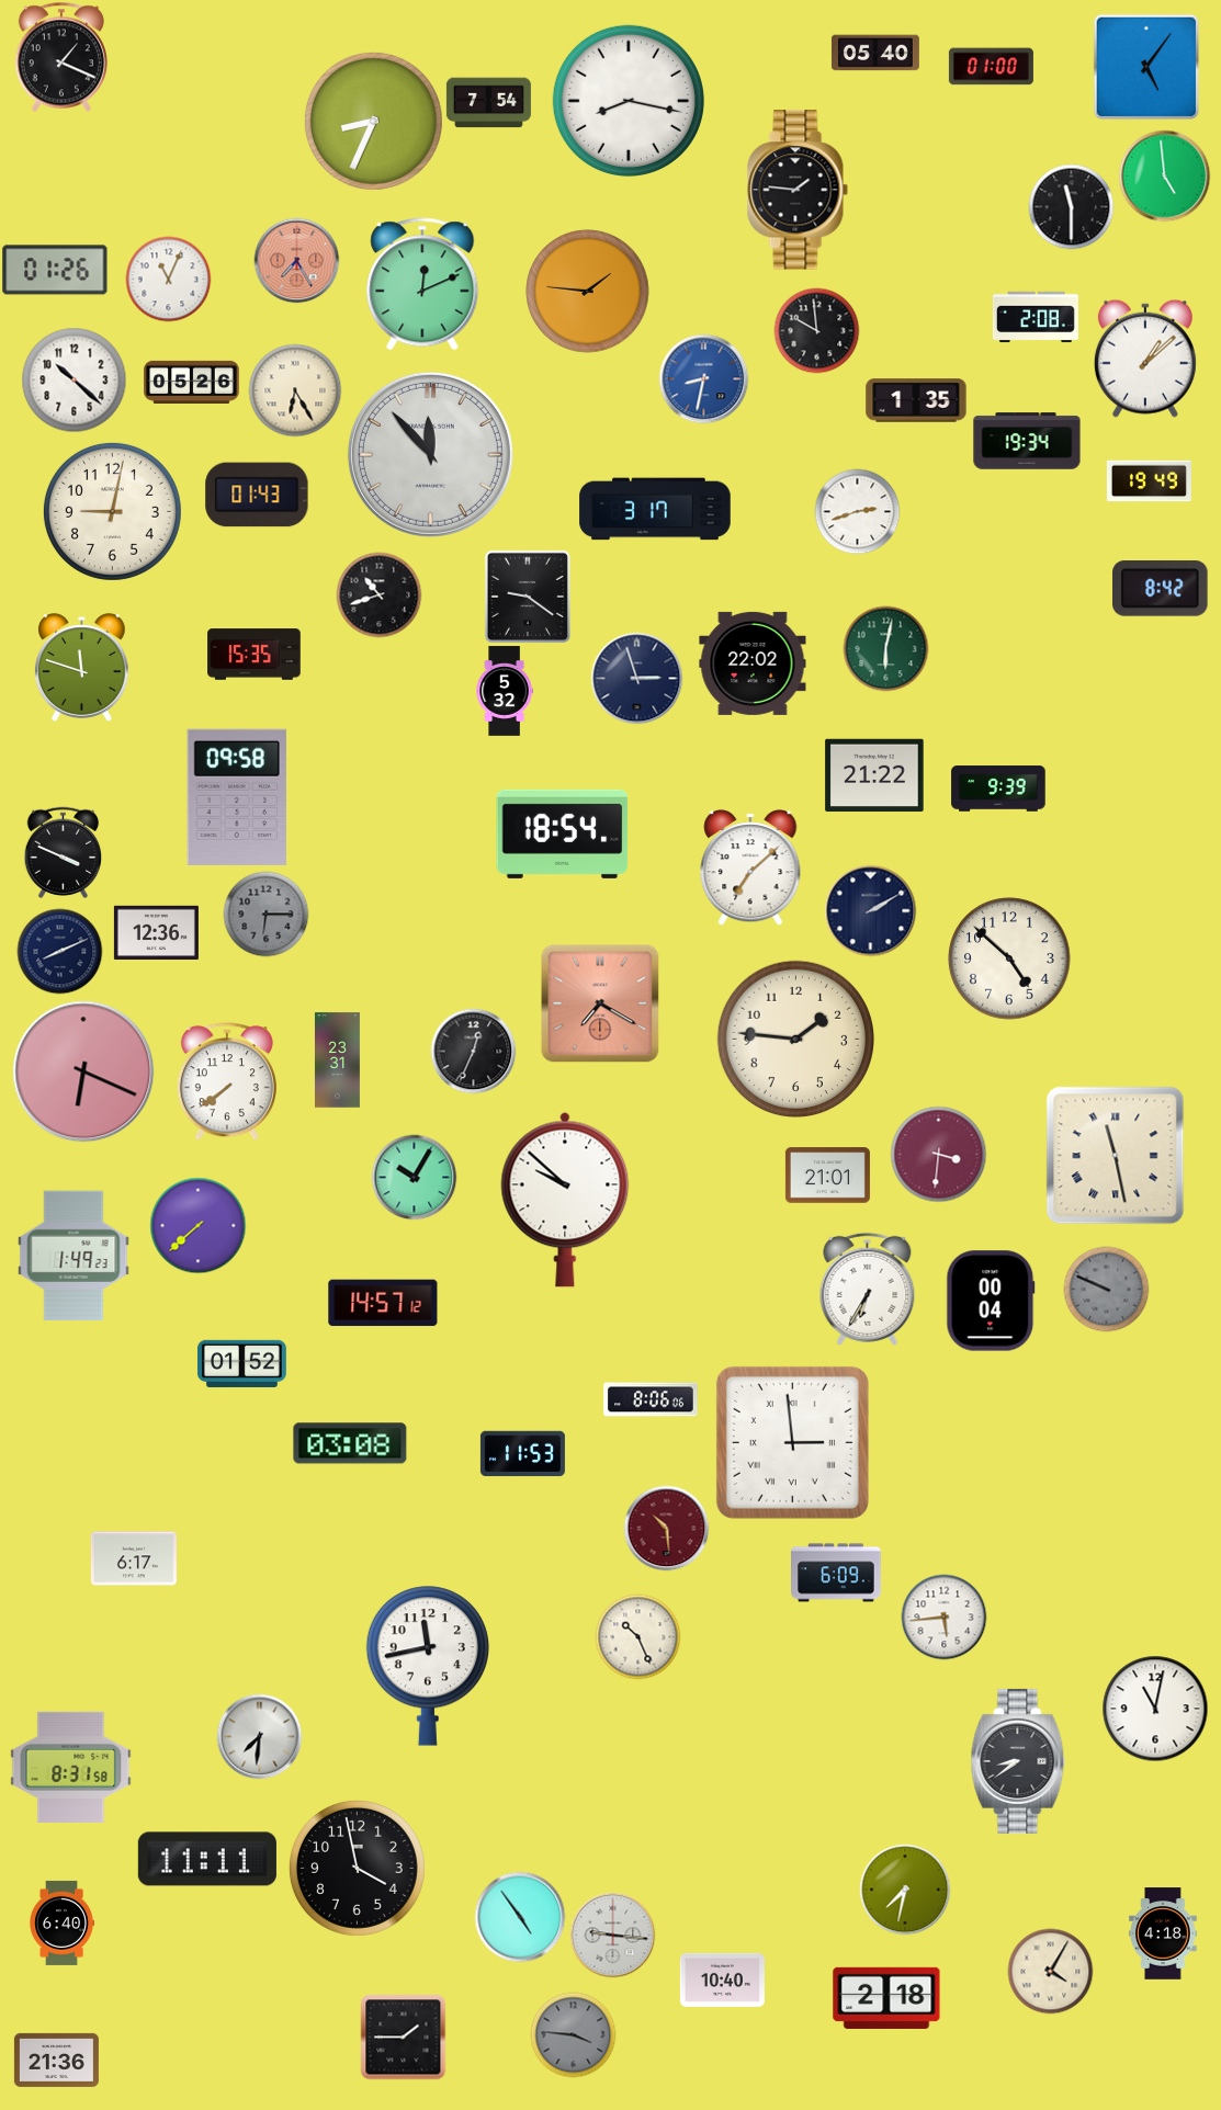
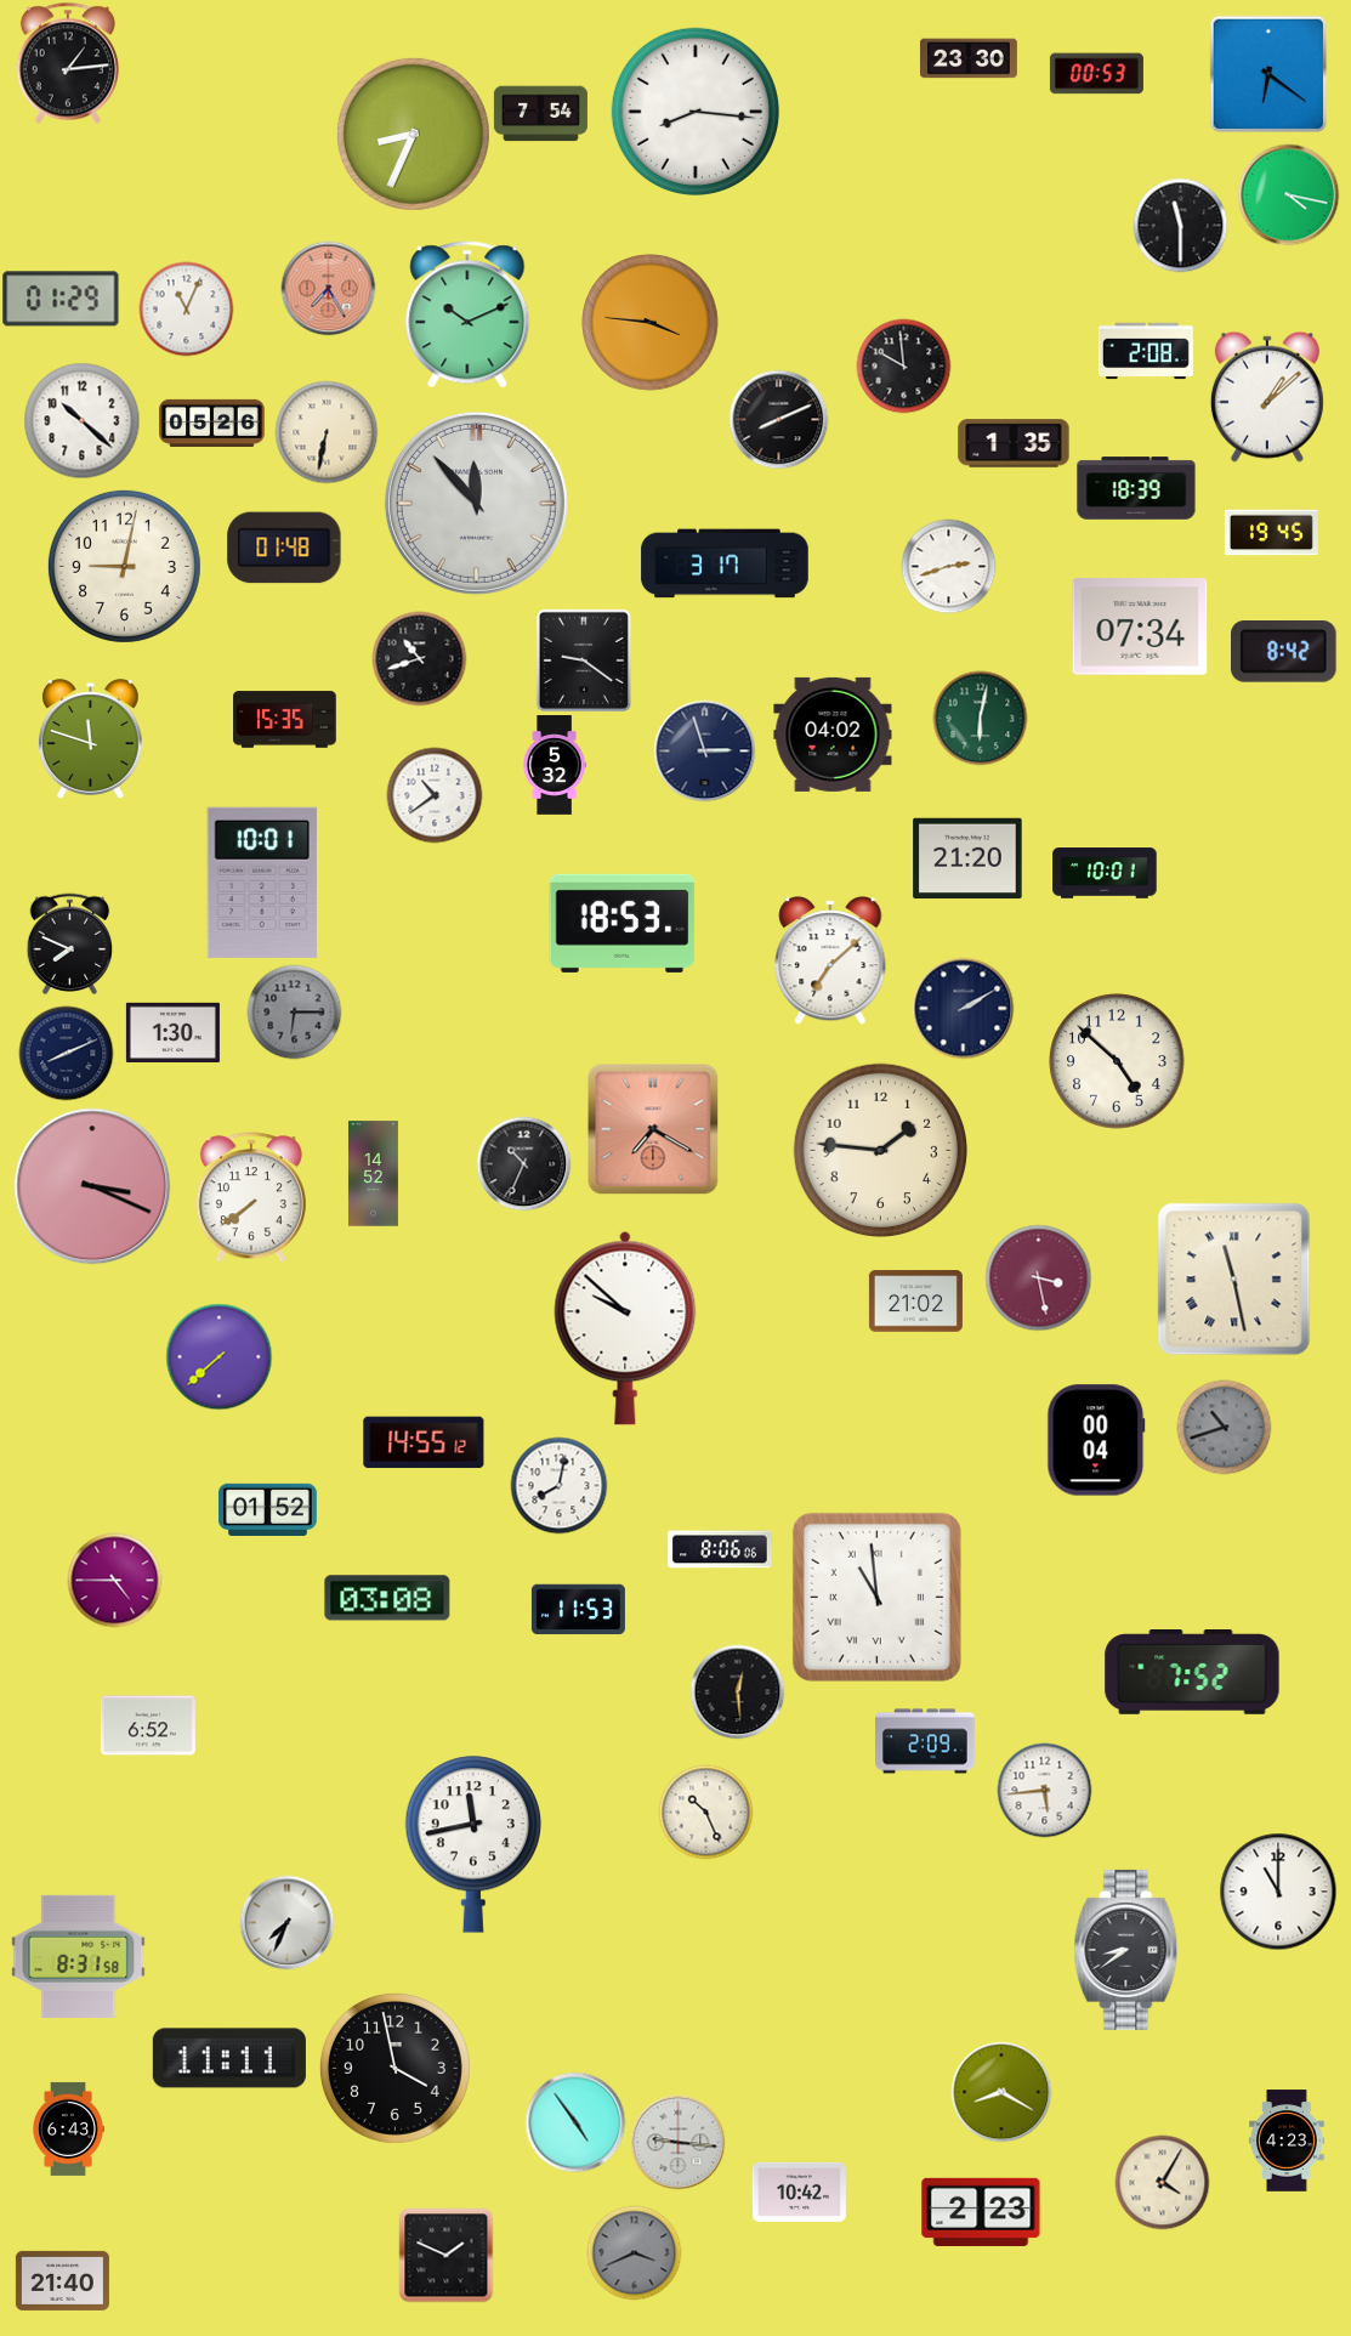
clock at (875, 53): 05:40 -> 23:30
clock at (61, 57): 1:19 -> 1:14
clock at (991, 67): 01:00 -> 00:53
clock at (1146, 67): 5:06 -> 6:21
clock at (629, 101): 8:17 -> 8:16
clock at (1164, 175): 4:59 -> 4:17
clock at (798, 190): 1:46 -> none
clock at (1071, 206) position: (1071, 206) -> (1180, 225)
clock at (55, 270): 01:26 -> 01:29
clock at (422, 284): 12:11 -> 10:11
clock at (588, 292): 1:46 -> 3:46
clock at (703, 378): 8:32 -> 8:11
clock at (703, 378) dial: blue -> black
clock at (295, 390): 6:25 -> 6:32
clock at (1027, 441): 19:34 -> 18:39
clock at (1149, 481): 19:49 -> 19:45
clock at (257, 495): 01:43 -> 01:48
clock at (1140, 626): none -> 07:34
clock at (255, 655) position: (255, 655) -> (285, 720)
clock at (753, 663): 22:02 -> 04:02
clock at (505, 691) position: (505, 691) -> (555, 765)
clock at (435, 795): none -> 10:39
clock at (874, 775): 21:22 -> 21:20
clock at (998, 789): 9:39 -> 10:01
clock at (237, 797): 09:58 -> 10:01
clock at (563, 833): 18:54 -> 18:53
clock at (64, 852): 3:49 -> 7:49
clock at (156, 932): 12:36 -> 1:30
clock at (600, 1003) position: (600, 1003) -> (653, 1129)
clock at (473, 1051): 12:34 -> 10:34
clock at (337, 1060): 23:31 -> 14:52
clock at (83, 1071): 6:19 -> 3:19
clock at (938, 1154): 3:31 -> 3:28
clock at (827, 1176): 21:01 -> 21:02
clock at (414, 1177): 10:05 -> none
clock at (74, 1256): 1:49 -> none
clock at (868, 1289): 6:35 -> none
clock at (1106, 1289): 9:49 -> 10:42
clock at (383, 1303): 14:57 -> 14:55
clock at (558, 1485): none -> 8:02
clock at (114, 1580): none -> 4:45
clock at (792, 1442): 2:59 -> 10:59
clock at (1192, 1673): none -> 7:52
clock at (666, 1528): 10:29 -> 12:29
clock at (666, 1528) dial: burgundy -> black
clock at (134, 1558): 6:17 -> 6:52
clock at (837, 1573): 6:09 -> 2:09
clock at (1155, 1709): 11:02 -> 11:00
clock at (259, 1736): 7:31 -> 7:34
clock at (905, 1890): 7:32 -> 8:20
clock at (61, 1922): 6:40 -> 6:43
clock at (1163, 1933): 4:18 -> 4:23
clock at (722, 1979): 10:40 -> 10:42
clock at (886, 1998): 2:18 -> 2:23
clock at (573, 2034): 3:46 -> 3:41
clock at (403, 2037): 1:45 -> 1:49
clock at (56, 2060): 21:36 -> 21:40
